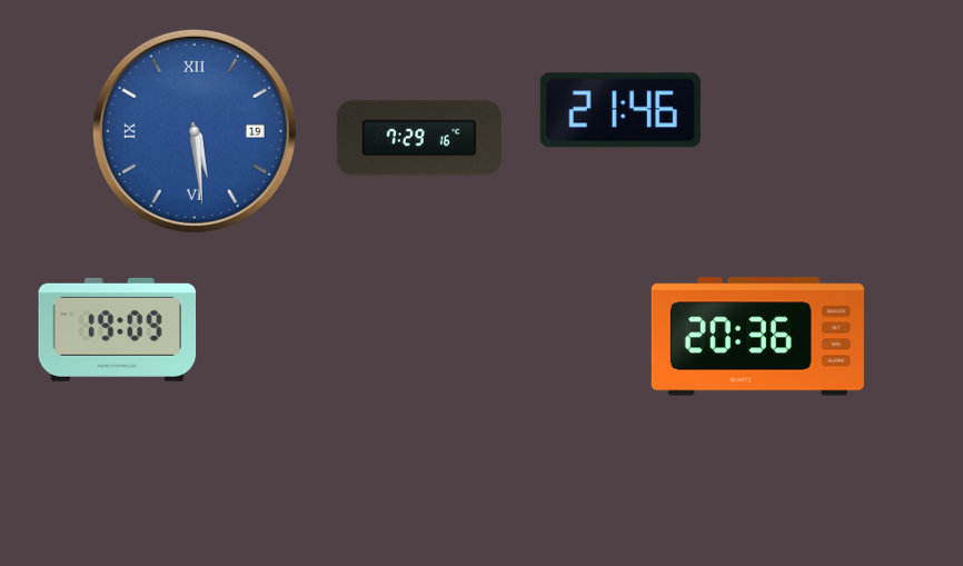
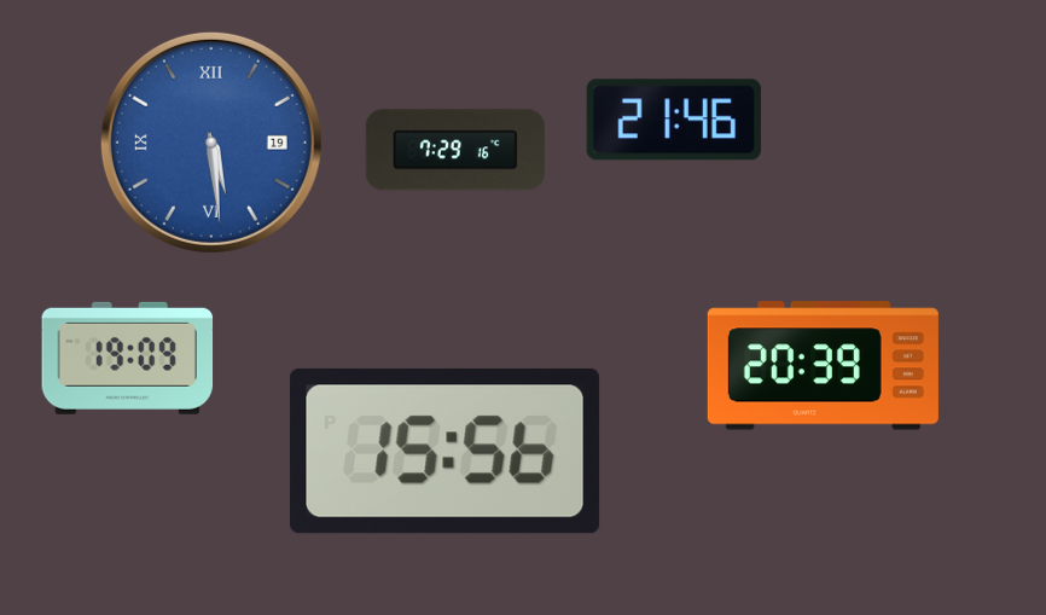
clock at (757, 337): 20:36 -> 20:39
clock at (446, 451): none -> 15:56
